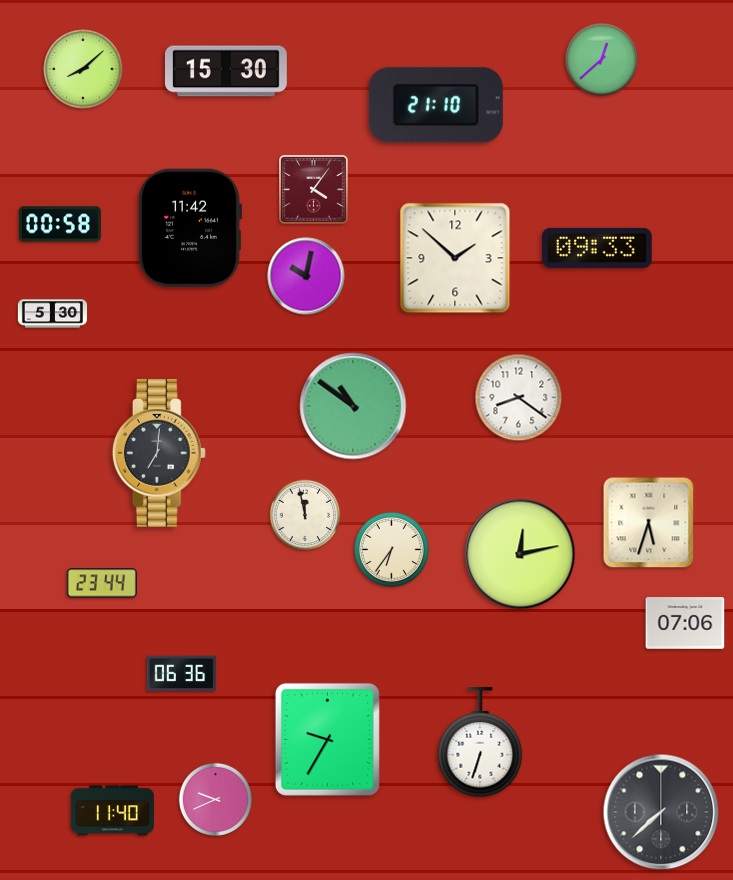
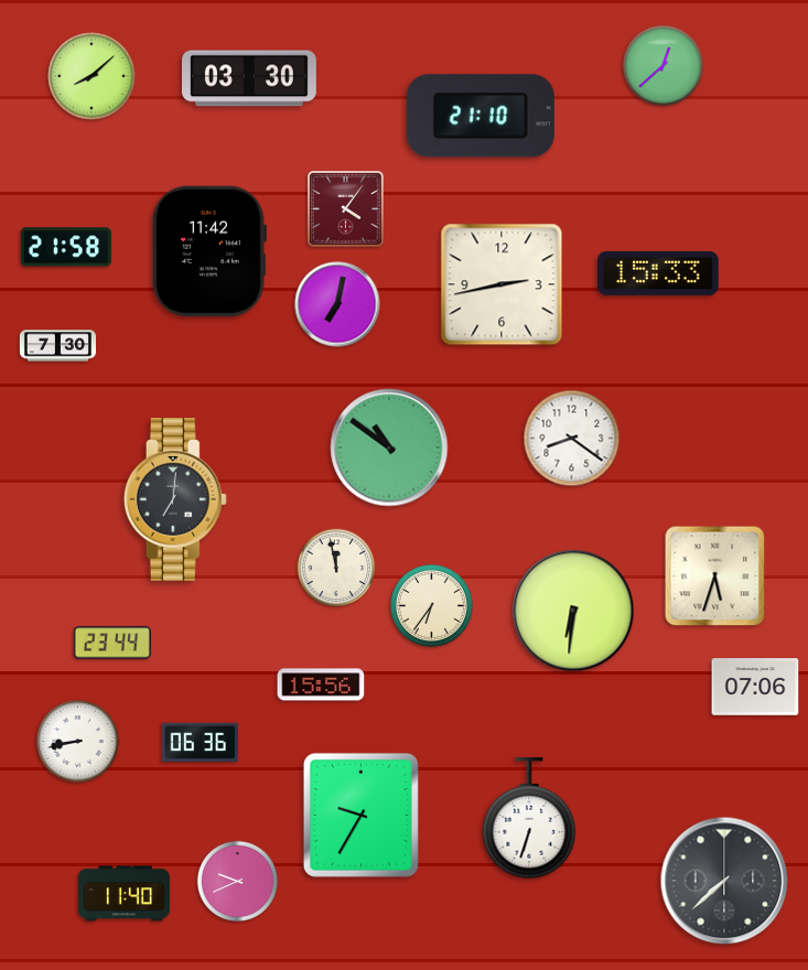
clock at (227, 71): 15:30 -> 03:30
clock at (60, 224): 00:58 -> 21:58
clock at (597, 248): 09:33 -> 15:33
clock at (455, 258): 1:52 -> 2:43
clock at (306, 276): 10:02 -> 7:02
clock at (52, 314): 5:30 -> 7:30
clock at (520, 554): 12:13 -> 6:31
clock at (321, 685): none -> 15:56
clock at (77, 741): none -> 8:43
clock at (661, 812) position: (661, 812) -> (724, 881)
